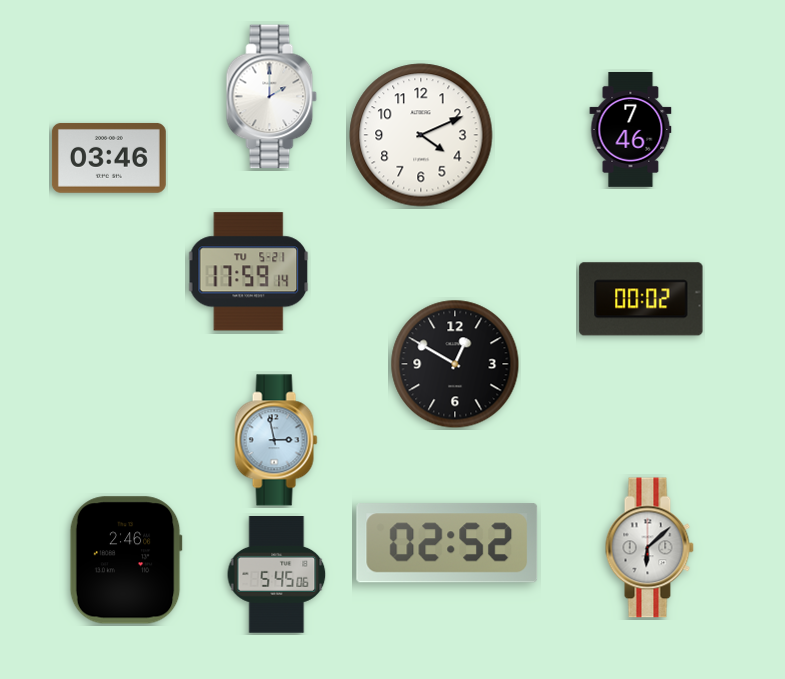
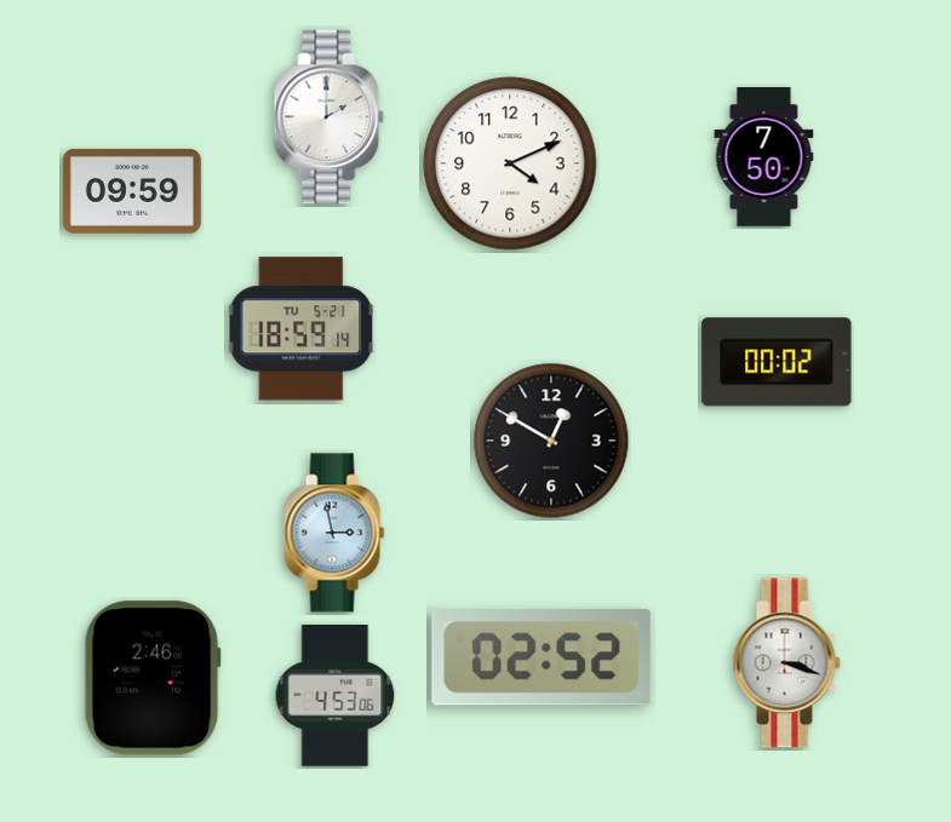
clock at (631, 130): 7:46 -> 7:50
clock at (109, 158): 03:46 -> 09:59
clock at (249, 272): 17:59 -> 18:59
clock at (649, 548): 6:08 -> 3:18
clock at (277, 575): 5:45 -> 4:53
